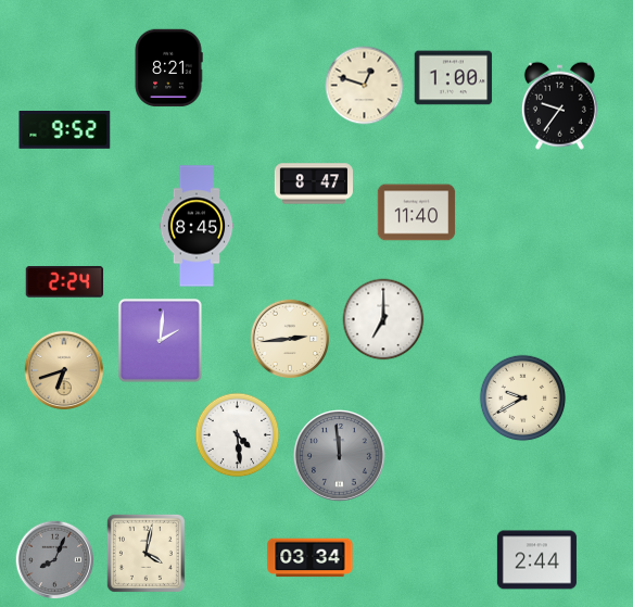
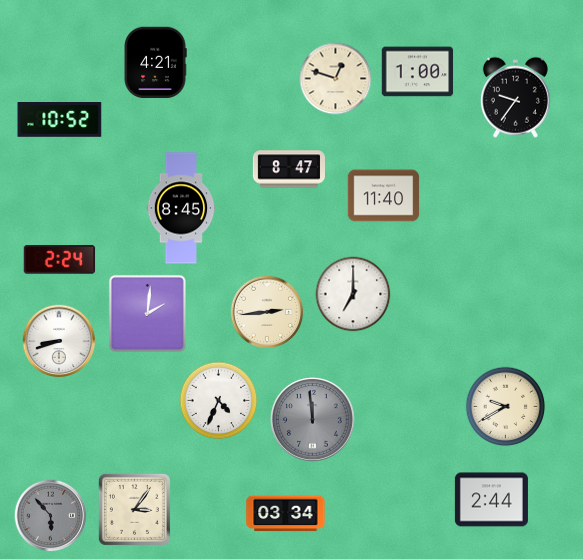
clock at (168, 68): 8:21 -> 4:21
clock at (65, 130): 9:52 -> 10:52
clock at (64, 370): 6:42 -> 8:42
clock at (64, 370) dial: champagne -> white
clock at (523, 399) position: (523, 399) -> (506, 407)
clock at (238, 435): 4:29 -> 4:34
clock at (145, 553): 4:02 -> 3:06
clock at (55, 560): 8:04 -> 5:53
clock at (536, 560) position: (536, 560) -> (491, 500)
